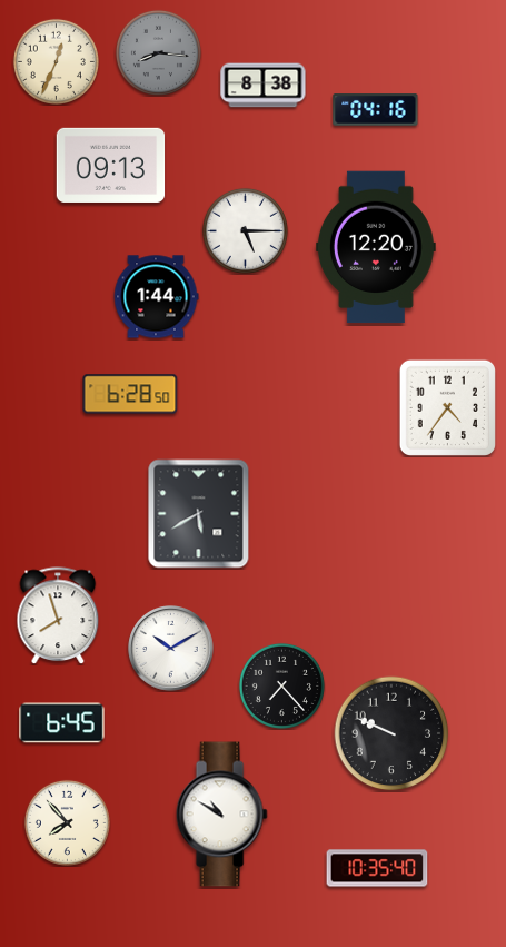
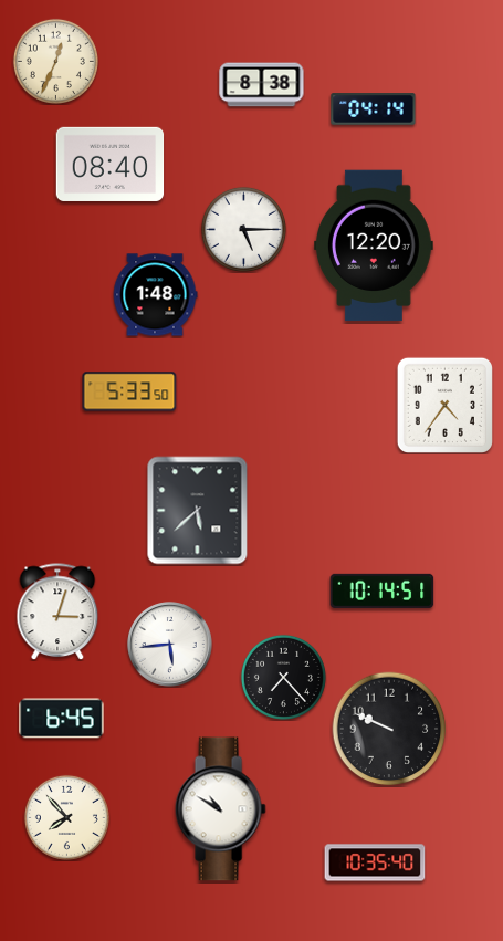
clock at (158, 52): 8:16 -> none
clock at (376, 110): 04:16 -> 04:14
clock at (111, 165): 09:13 -> 08:40
clock at (156, 297): 1:44 -> 1:48
clock at (130, 394): 6:28 -> 5:33
clock at (199, 514): 5:40 -> 5:38
clock at (383, 590): none -> 10:14
clock at (58, 615): 7:57 -> 3:03
clock at (171, 649): 10:10 -> 5:44
clock at (281, 685) position: (281, 685) -> (283, 677)
